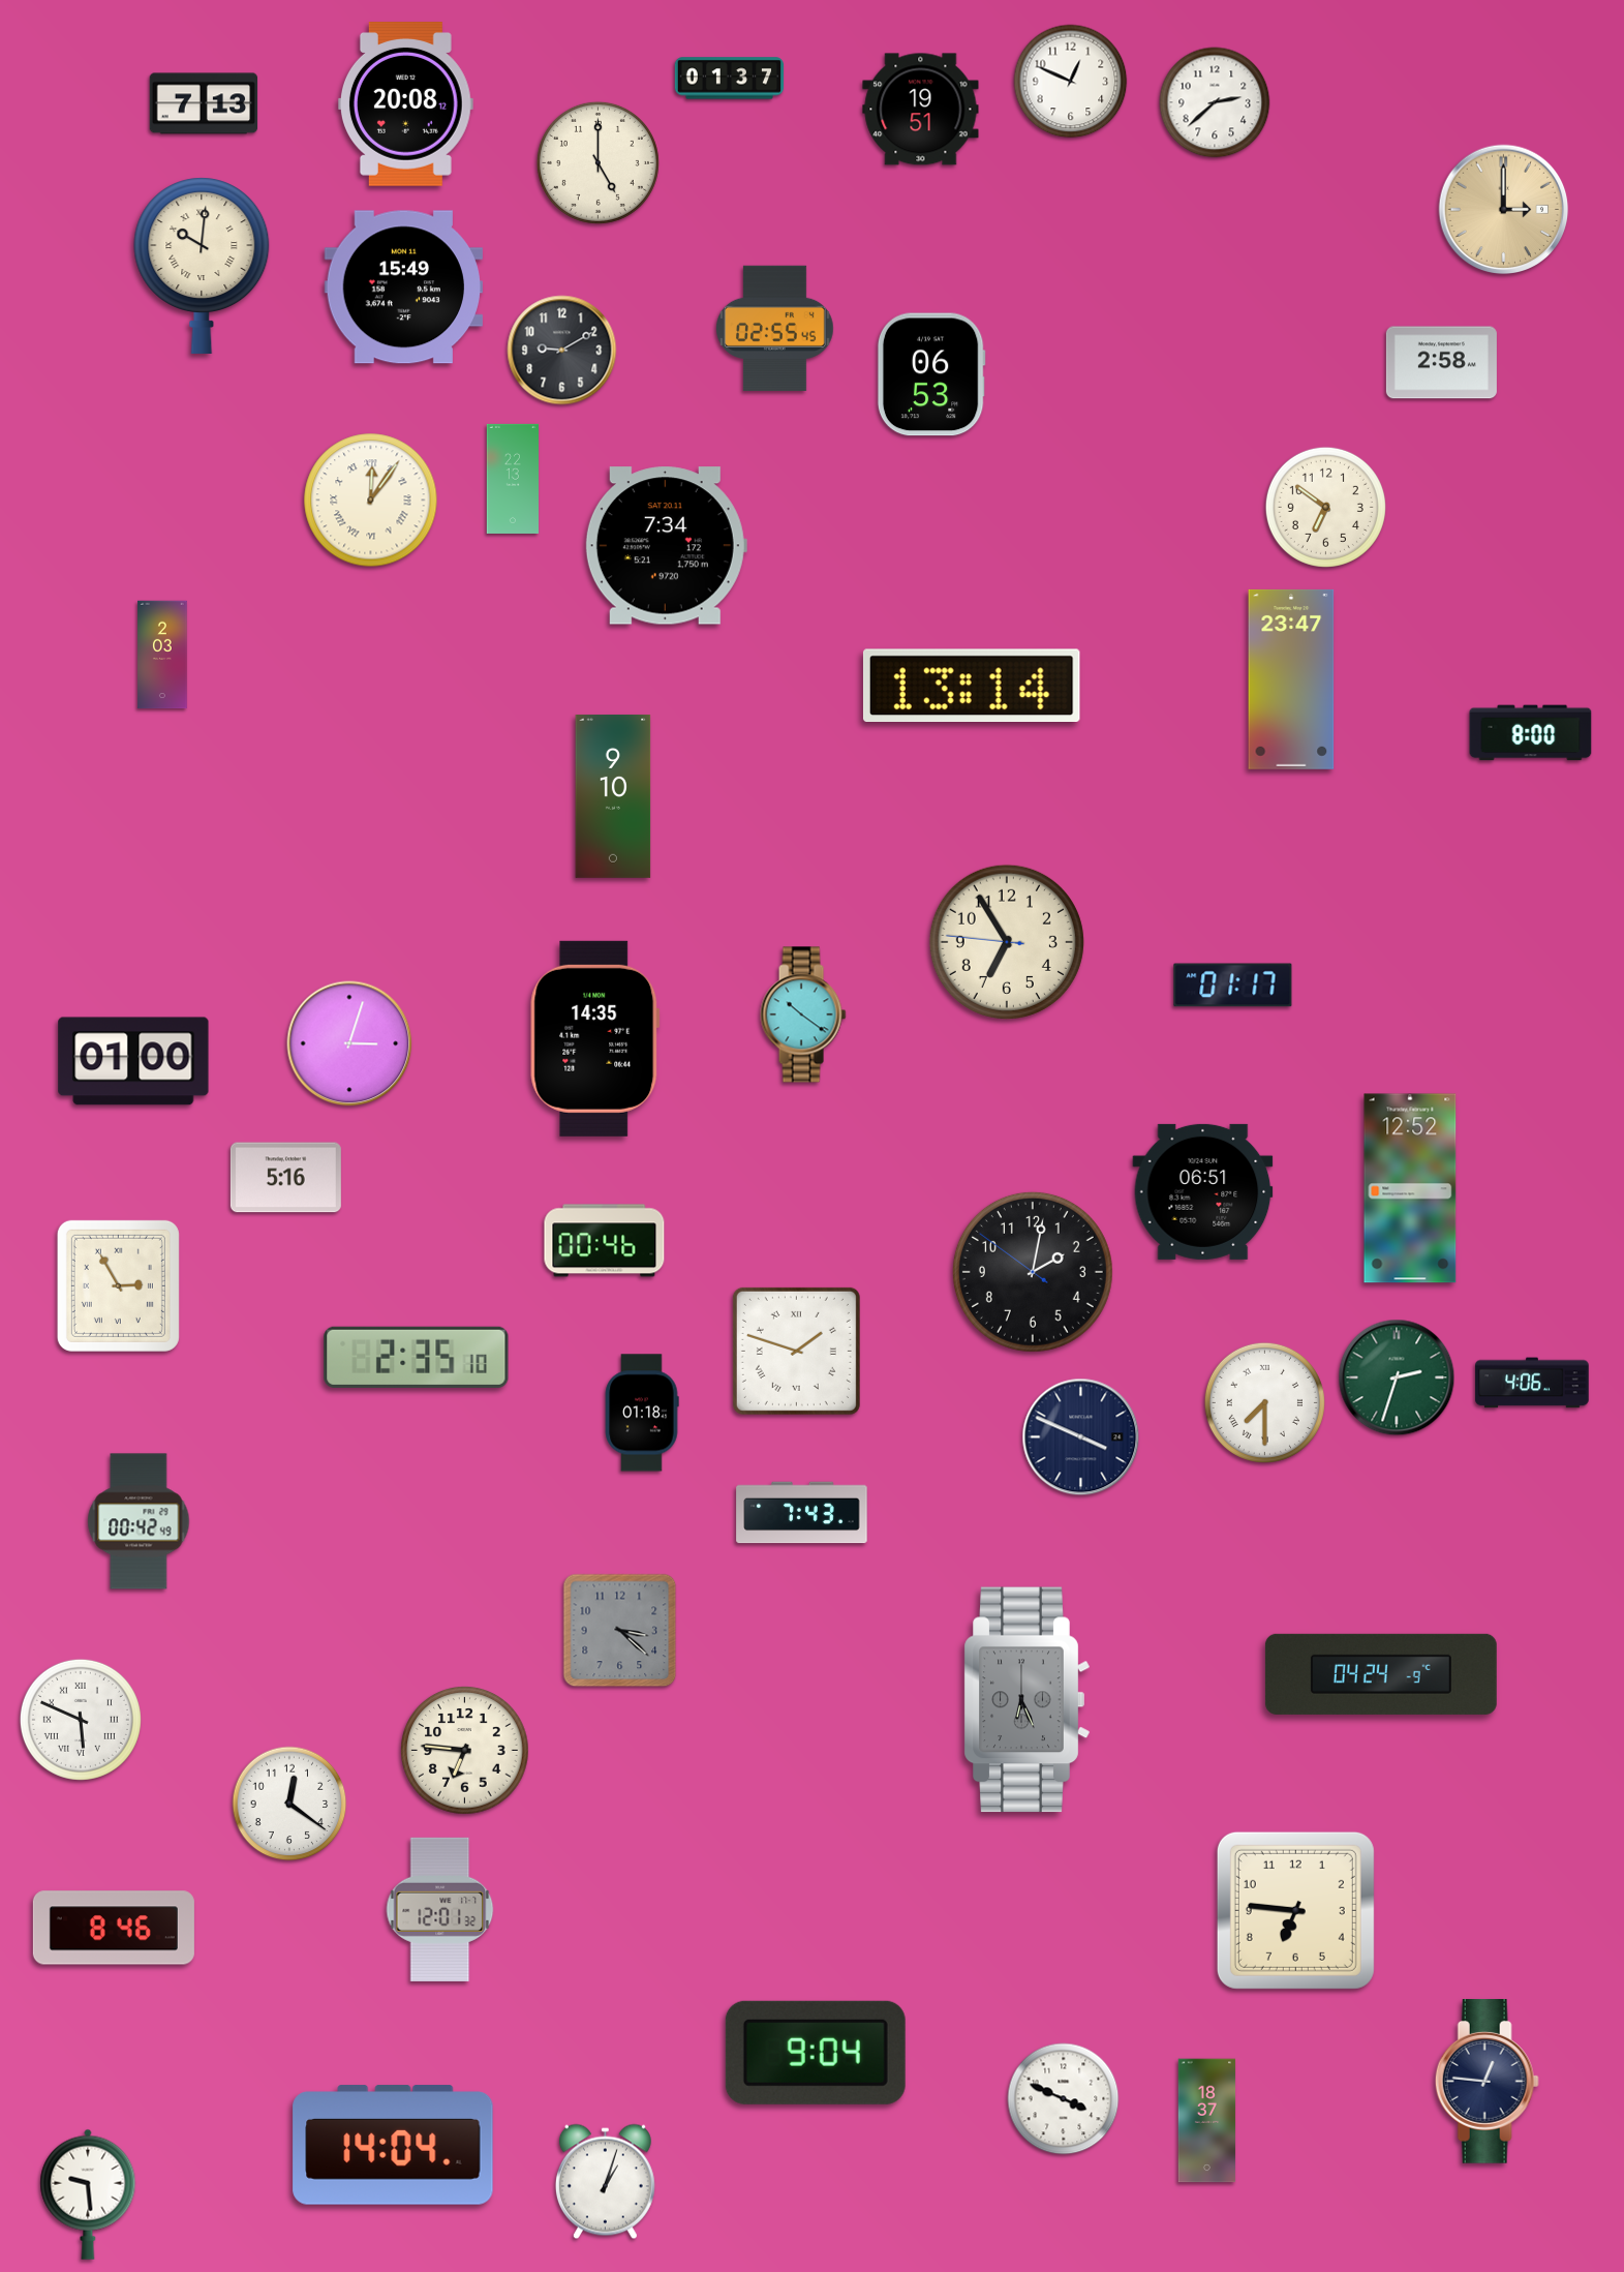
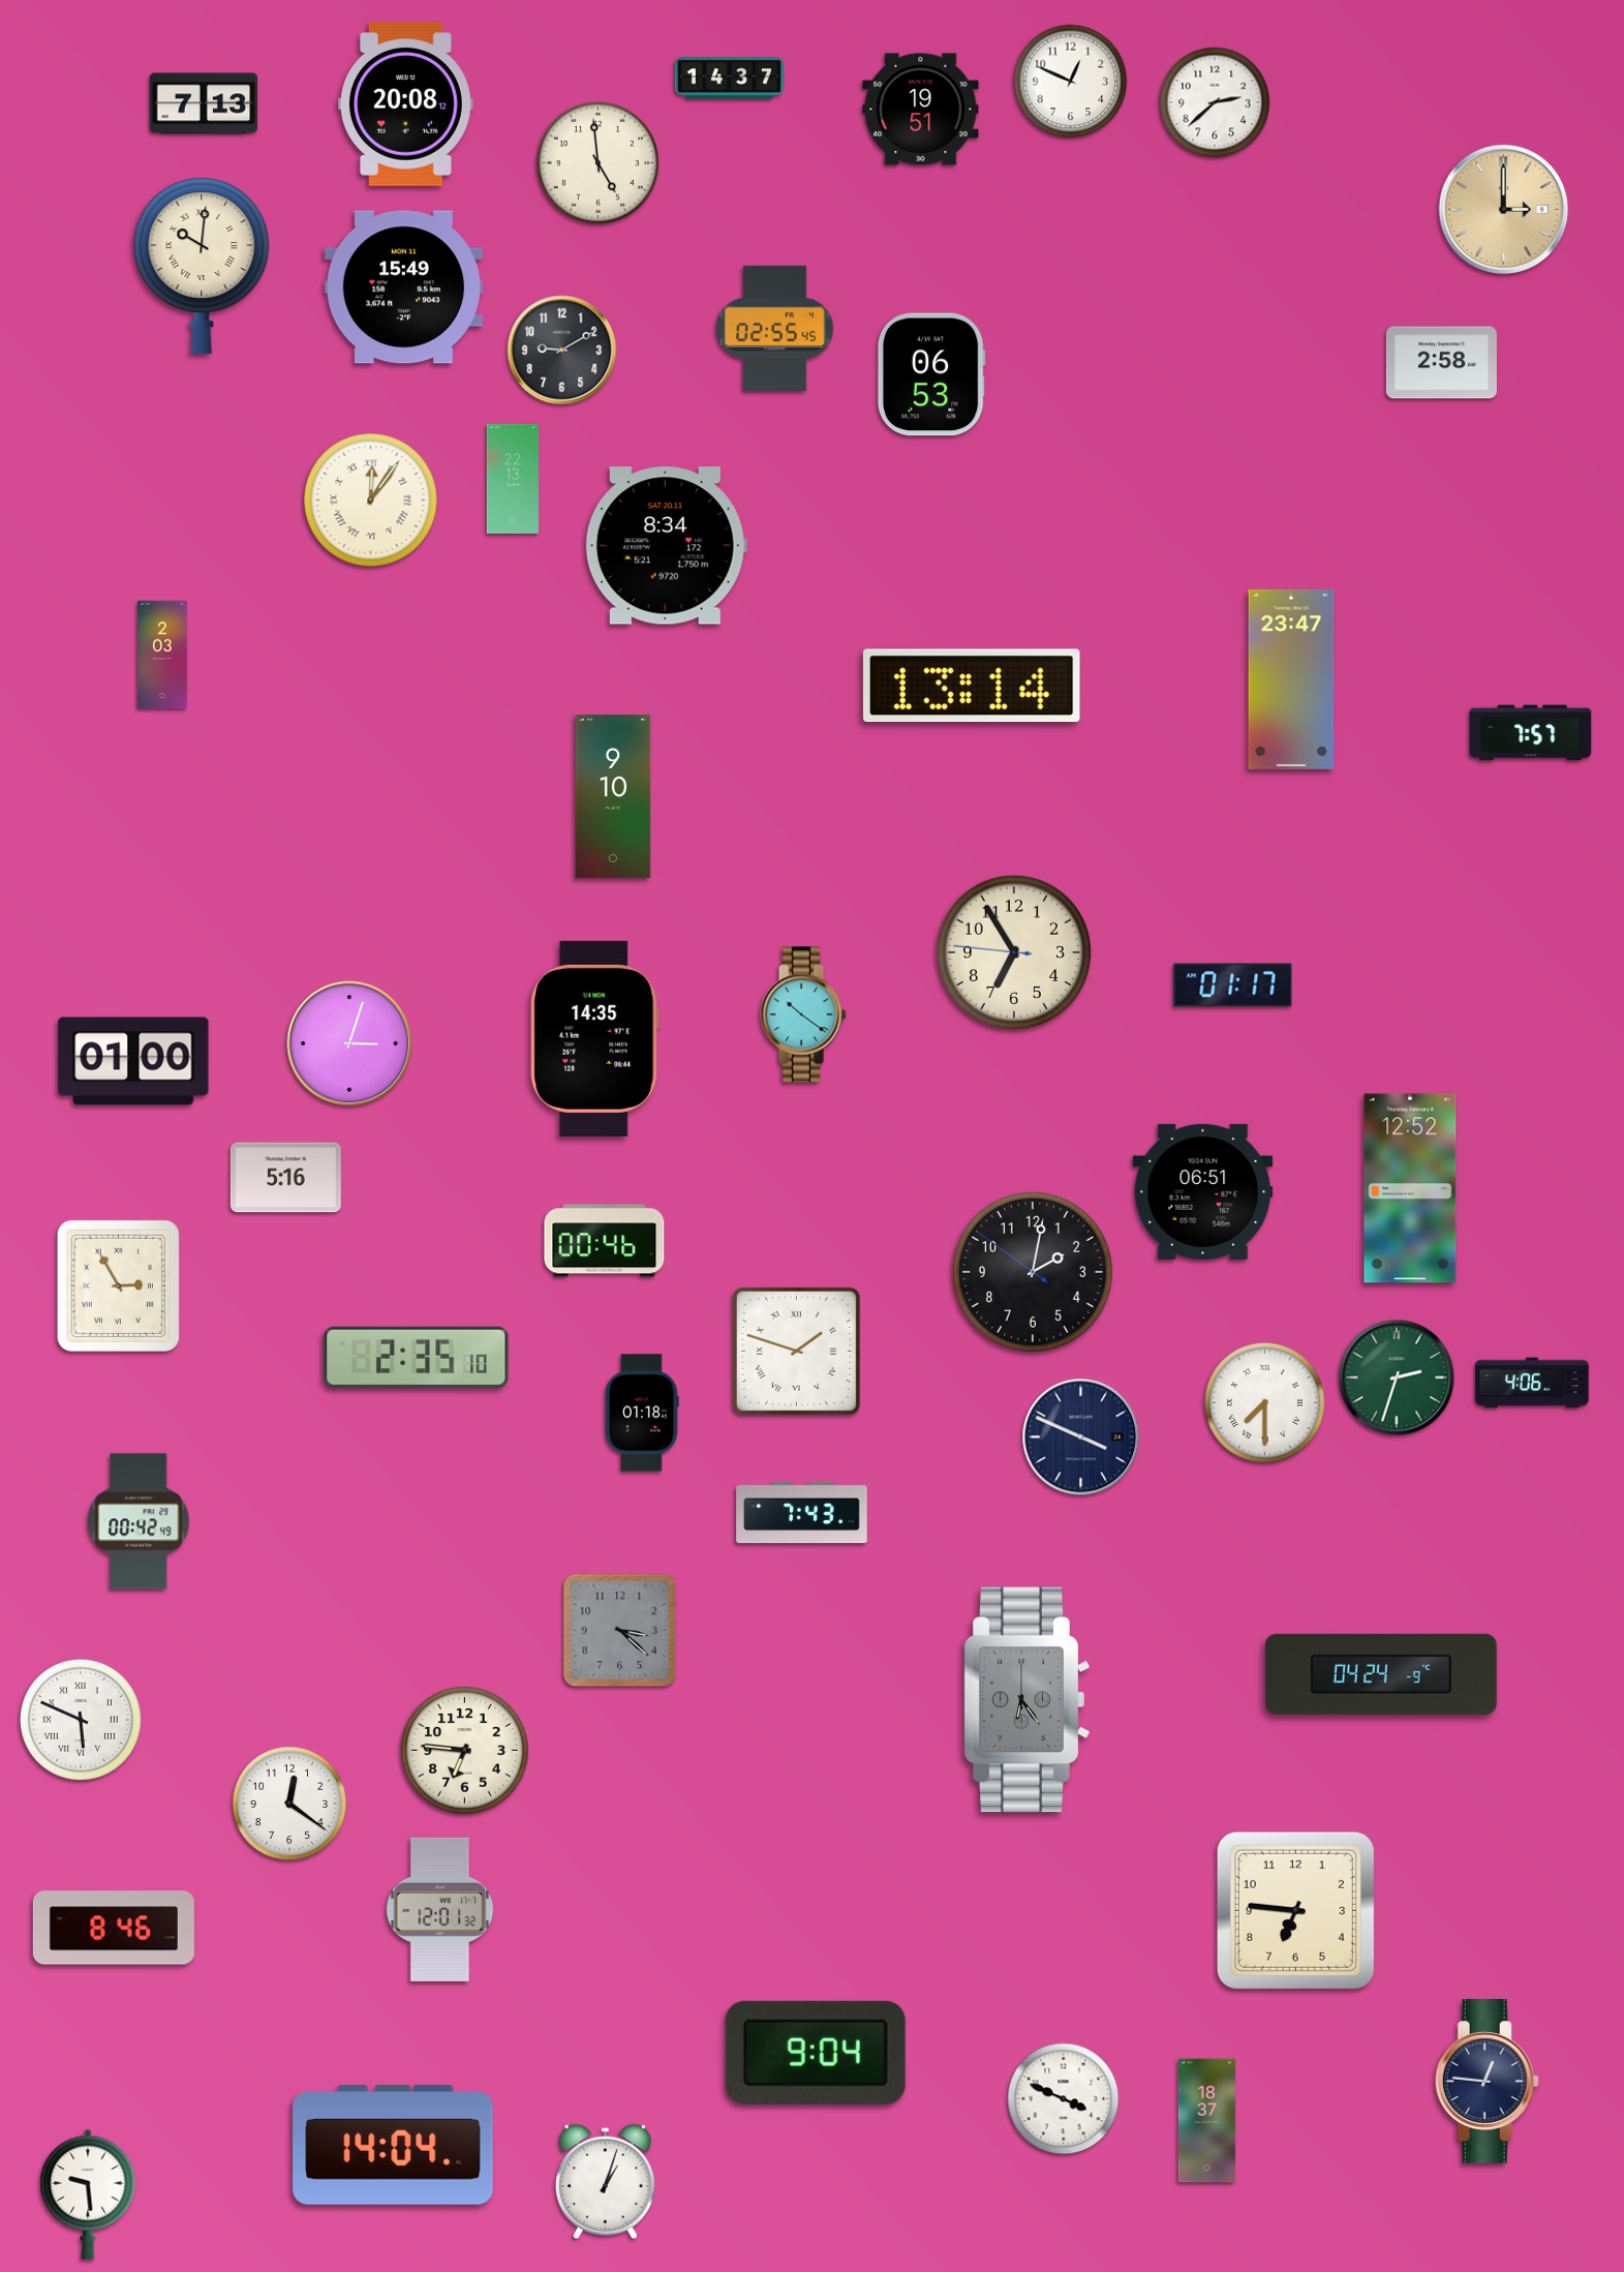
clock at (730, 79): 01:37 -> 14:37
clock at (597, 162): 5:00 -> 4:59
clock at (1325, 507): 6:51 -> none
clock at (666, 546): 7:34 -> 8:34
clock at (1531, 733): 8:00 -> 7:57
clock at (1007, 942) position: (1007, 942) -> (1014, 952)
clock at (1027, 1700): 6:26 -> 6:24
